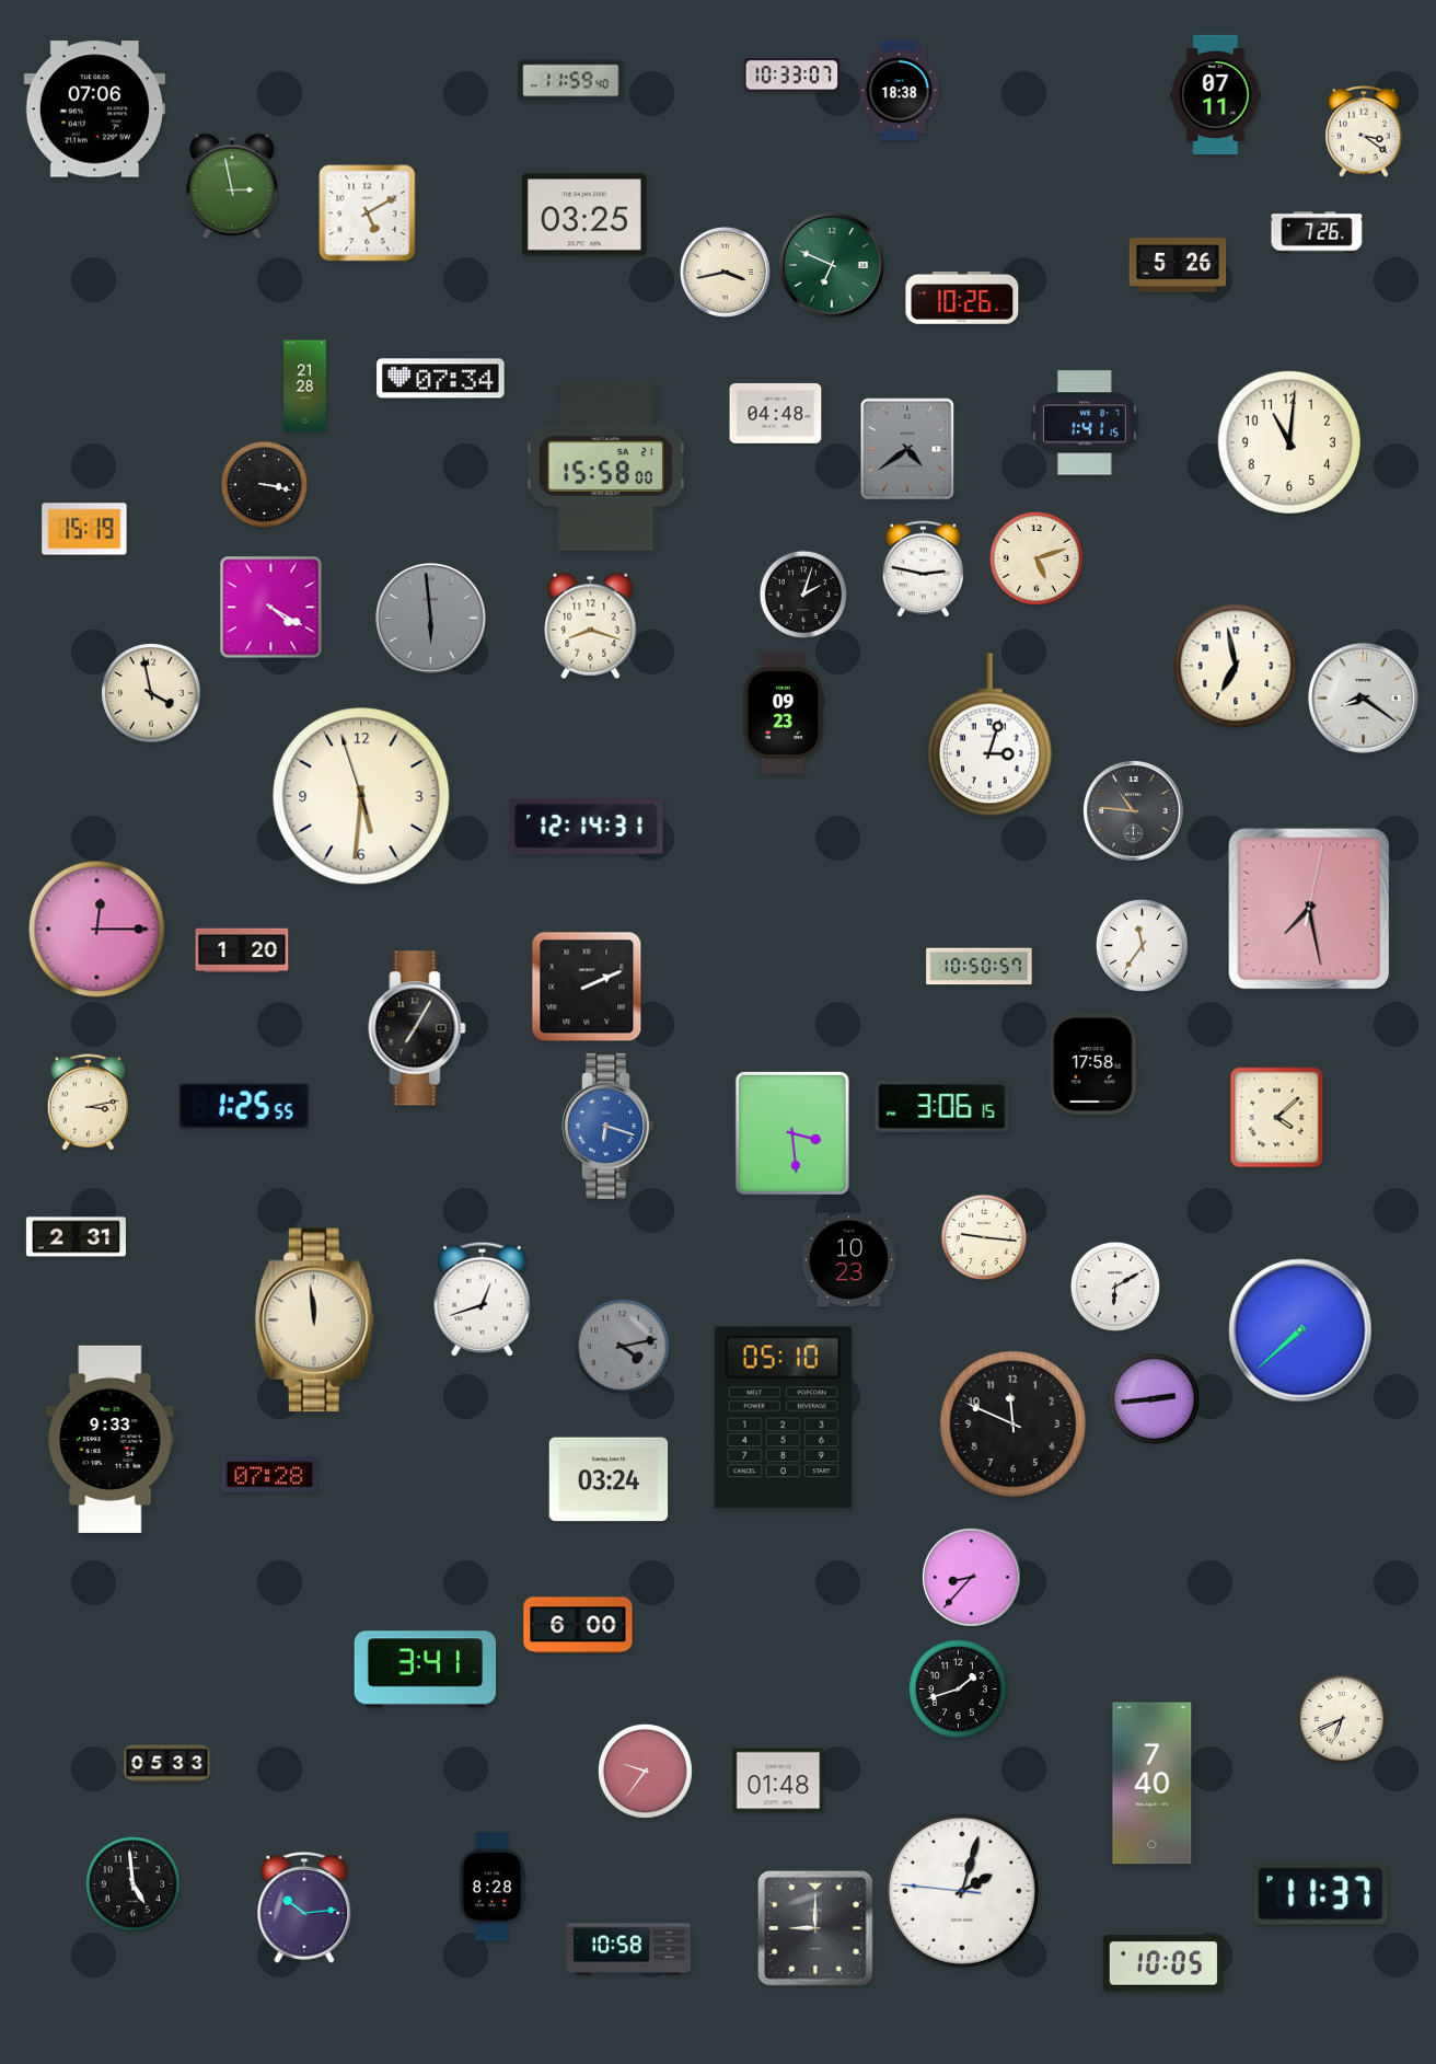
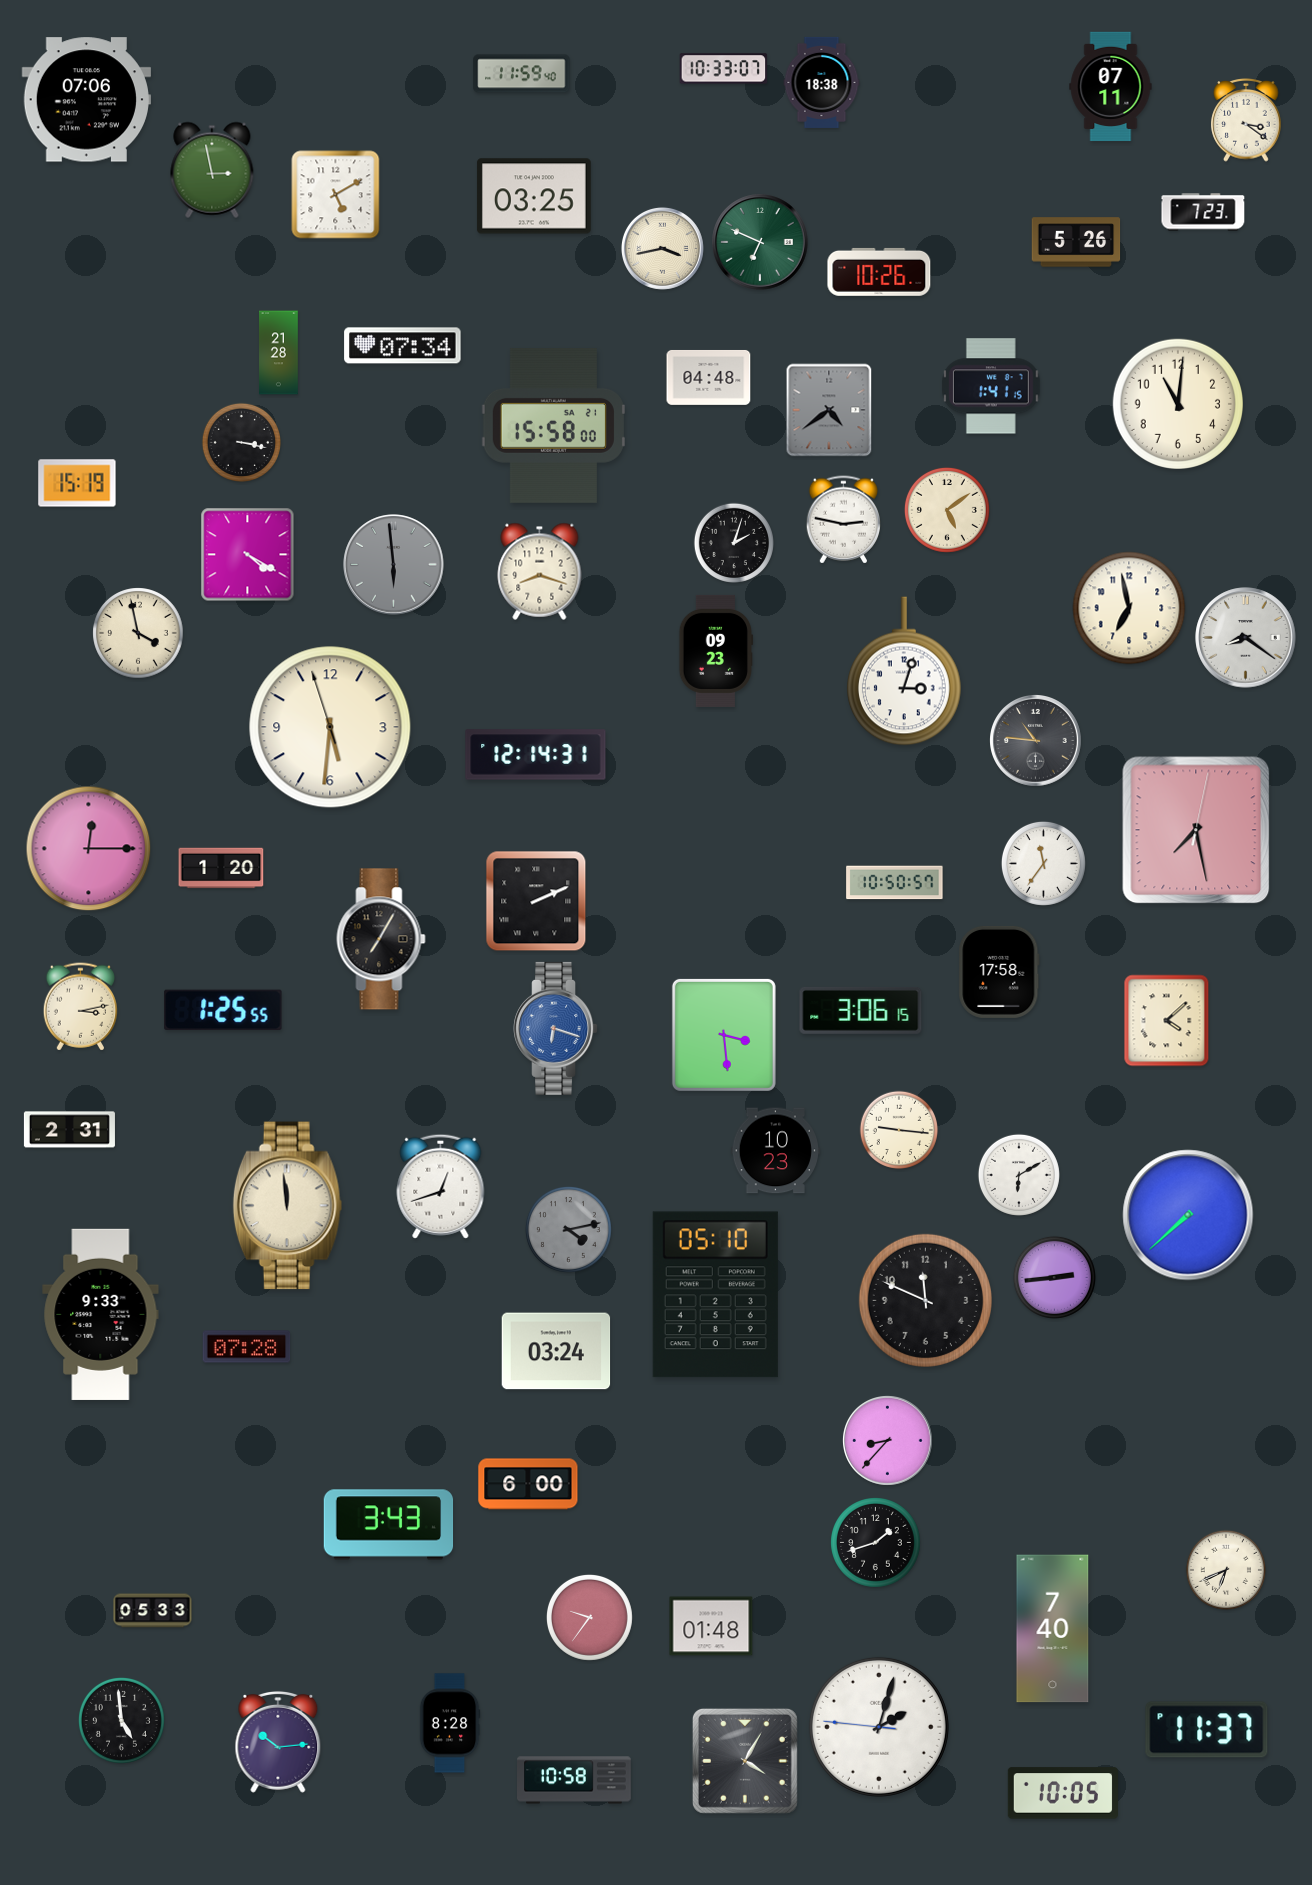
clock at (1317, 232): 7:26 -> 7:23
clock at (1037, 558): 5:12 -> 5:09
clock at (426, 1670): 3:41 -> 3:43
clock at (815, 1928): 9:00 -> 4:05
